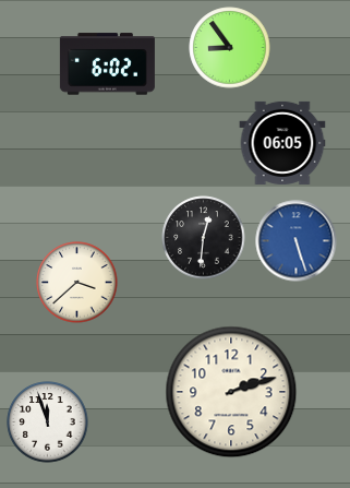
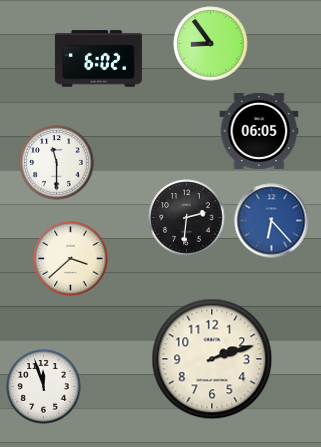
clock at (57, 163): none -> 11:30
clock at (204, 238): 12:31 -> 2:31
clock at (297, 241): 5:27 -> 6:23
